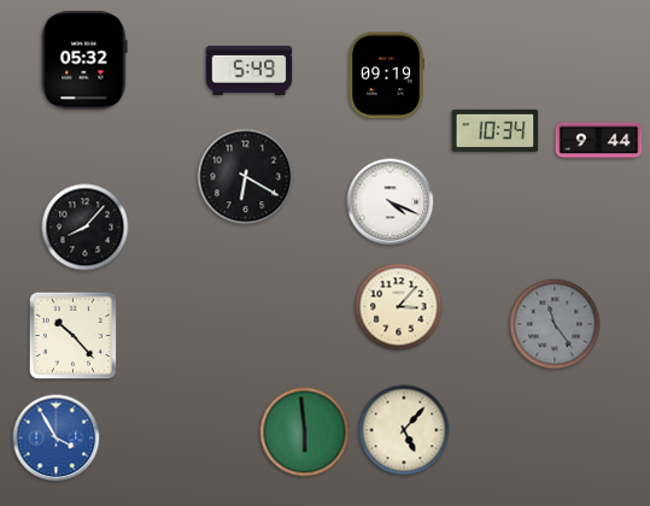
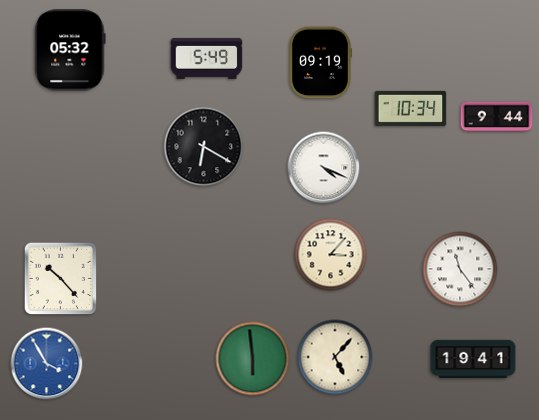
clock at (86, 228): 8:07 -> none
clock at (555, 324) dial: grey -> white
clock at (473, 358): none -> 19:41
